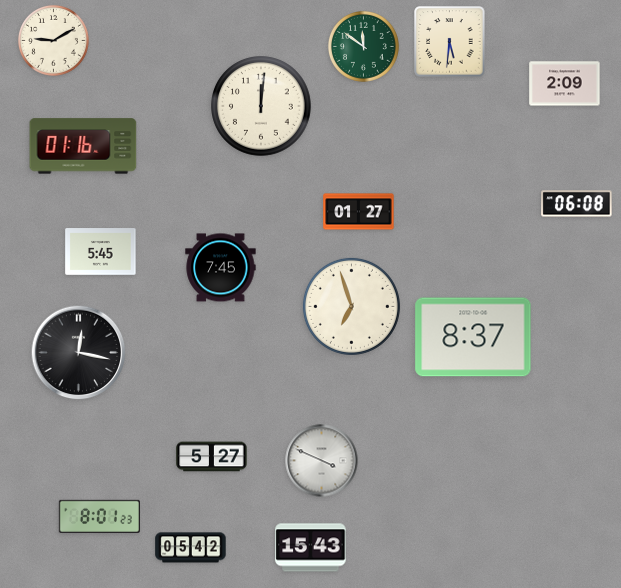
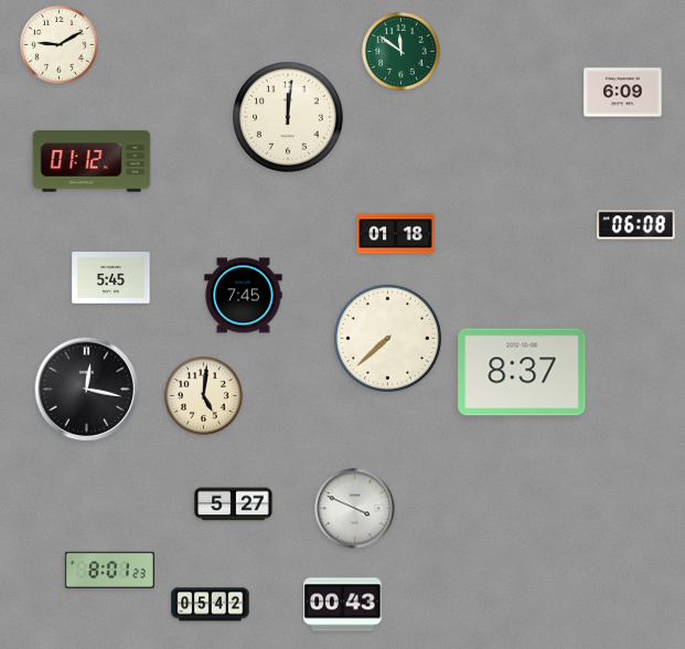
clock at (450, 42): 5:31 -> none
clock at (565, 84): 2:09 -> 6:09
clock at (83, 146): 01:16 -> 01:12
clock at (359, 212): 01:27 -> 01:18
clock at (351, 306): 6:57 -> 7:38
clock at (203, 395): none -> 5:01
clock at (311, 548): 15:43 -> 00:43
